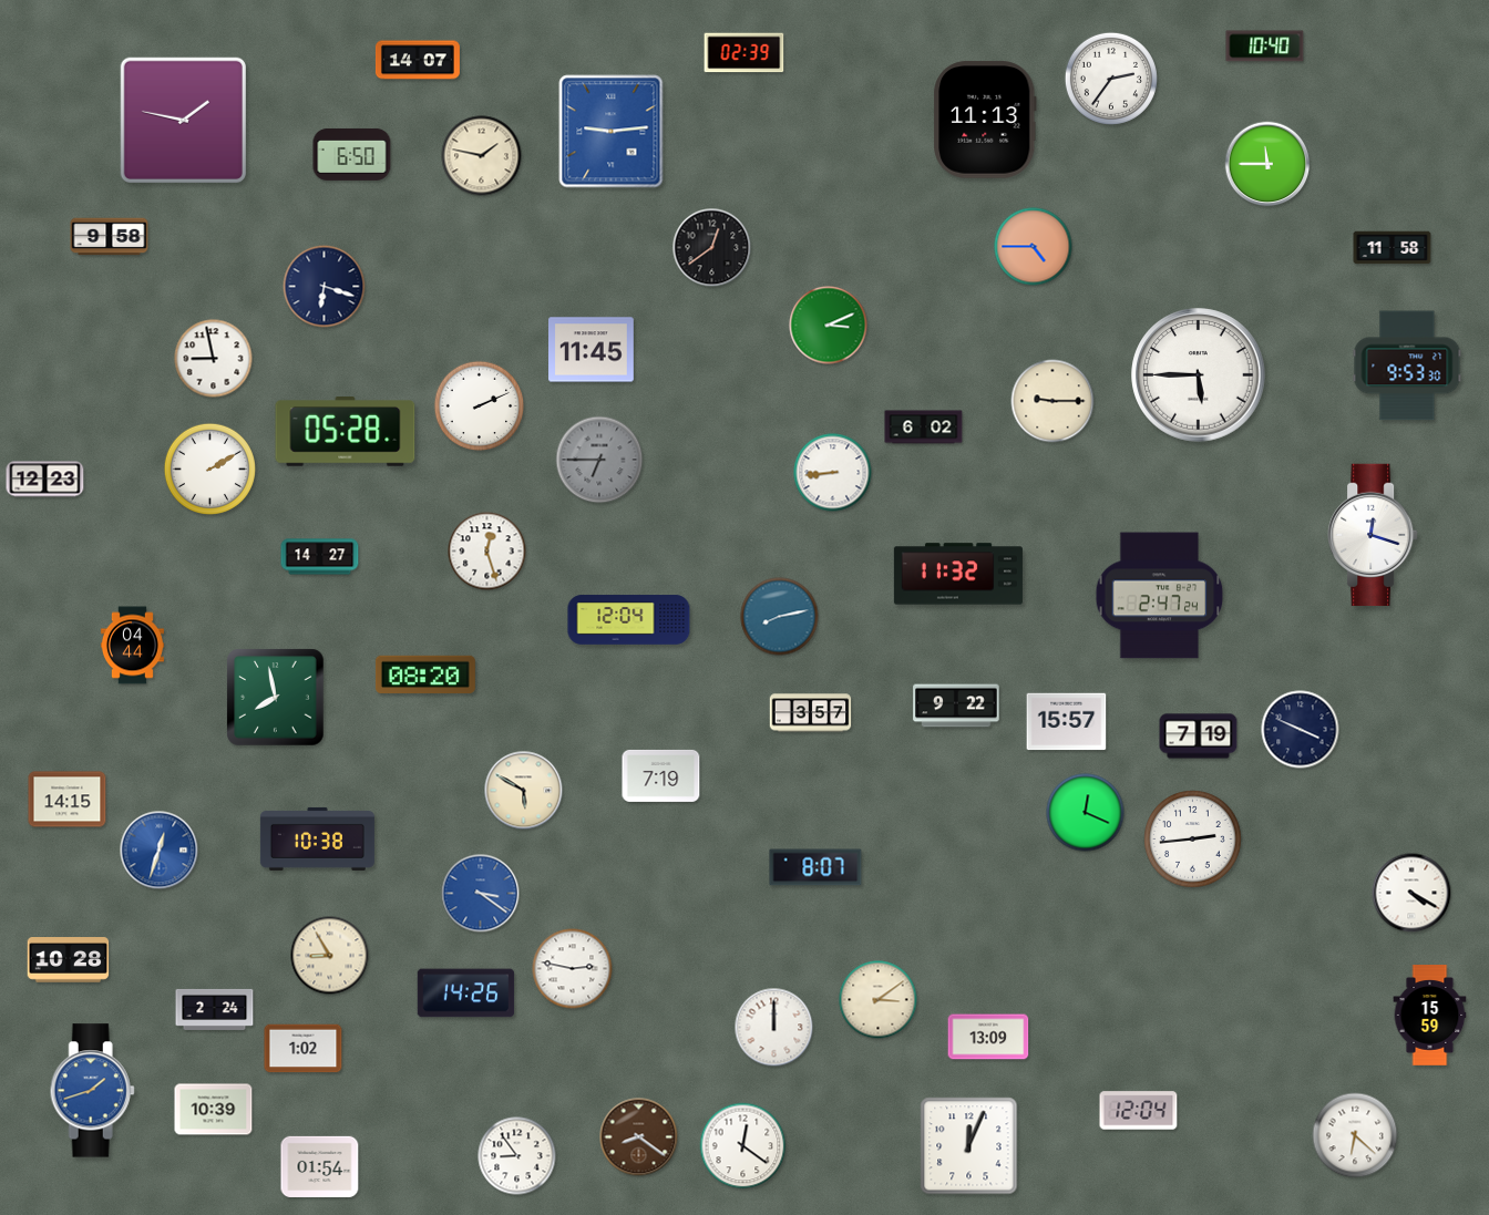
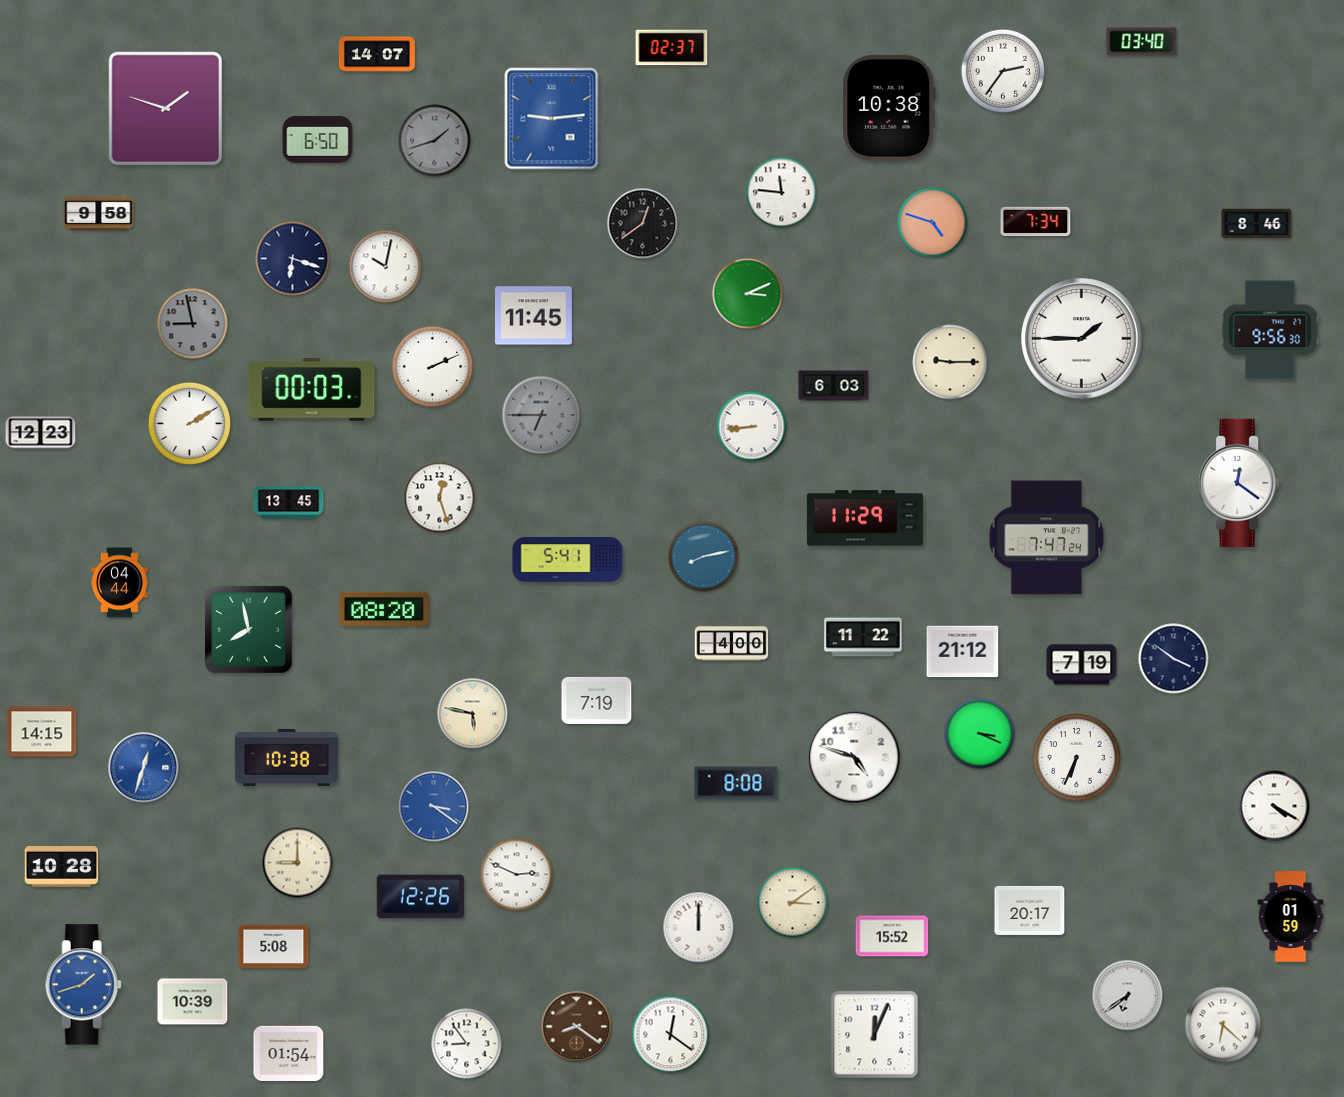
clock at (1265, 47): 10:40 -> 03:40
clock at (744, 53): 02:39 -> 02:37
clock at (183, 120): 1:47 -> 1:48
clock at (985, 120): 11:13 -> 10:38
clock at (482, 156): 1:47 -> 1:42
clock at (482, 156) dial: cream -> grey
clock at (1267, 164): 11:45 -> none
clock at (782, 193): none -> 11:46
clock at (1036, 221): none -> 7:34
clock at (1034, 247): 4:45 -> 4:48
clock at (1393, 248): 11:58 -> 8:46
clock at (386, 267): none -> 10:02
clock at (214, 359) dial: white -> grey
clock at (1407, 365): 9:53 -> 9:56
clock at (1199, 375): 5:45 -> 1:45
clock at (924, 428): 6:02 -> 6:03
clock at (346, 432): 05:28 -> 00:03
clock at (1373, 535): 12:18 -> 12:21
clock at (320, 557): 14:27 -> 13:45
clock at (958, 574): 11:32 -> 11:29
clock at (1160, 596): 2:47 -> 7:47
clock at (629, 620): 12:04 -> 5:41
clock at (956, 706): 9:22 -> 11:22
clock at (811, 713): 3:57 -> 4:00
clock at (1067, 722): 15:57 -> 21:12
clock at (1301, 730): 3:49 -> 3:51
clock at (524, 791): 5:50 -> 5:47
clock at (68, 800) position: (68, 800) -> (42, 732)
clock at (1086, 813): 12:19 -> 3:19
clock at (854, 757): none -> 4:48
clock at (1193, 840): 2:44 -> 6:34
clock at (815, 867): 8:07 -> 8:08
clock at (330, 956): 8:55 -> 9:00
clock at (573, 969): 2:47 -> 2:49
clock at (466, 993): 14:26 -> 12:26
clock at (1030, 910): none -> 20:17
clock at (215, 1009): 2:24 -> none
clock at (1430, 1016): 15:59 -> 01:59
clock at (988, 1037): 13:09 -> 15:52
clock at (304, 1049): 1:02 -> 5:08
clock at (1128, 996): none -> 6:39
clock at (1139, 1111): 12:04 -> none
